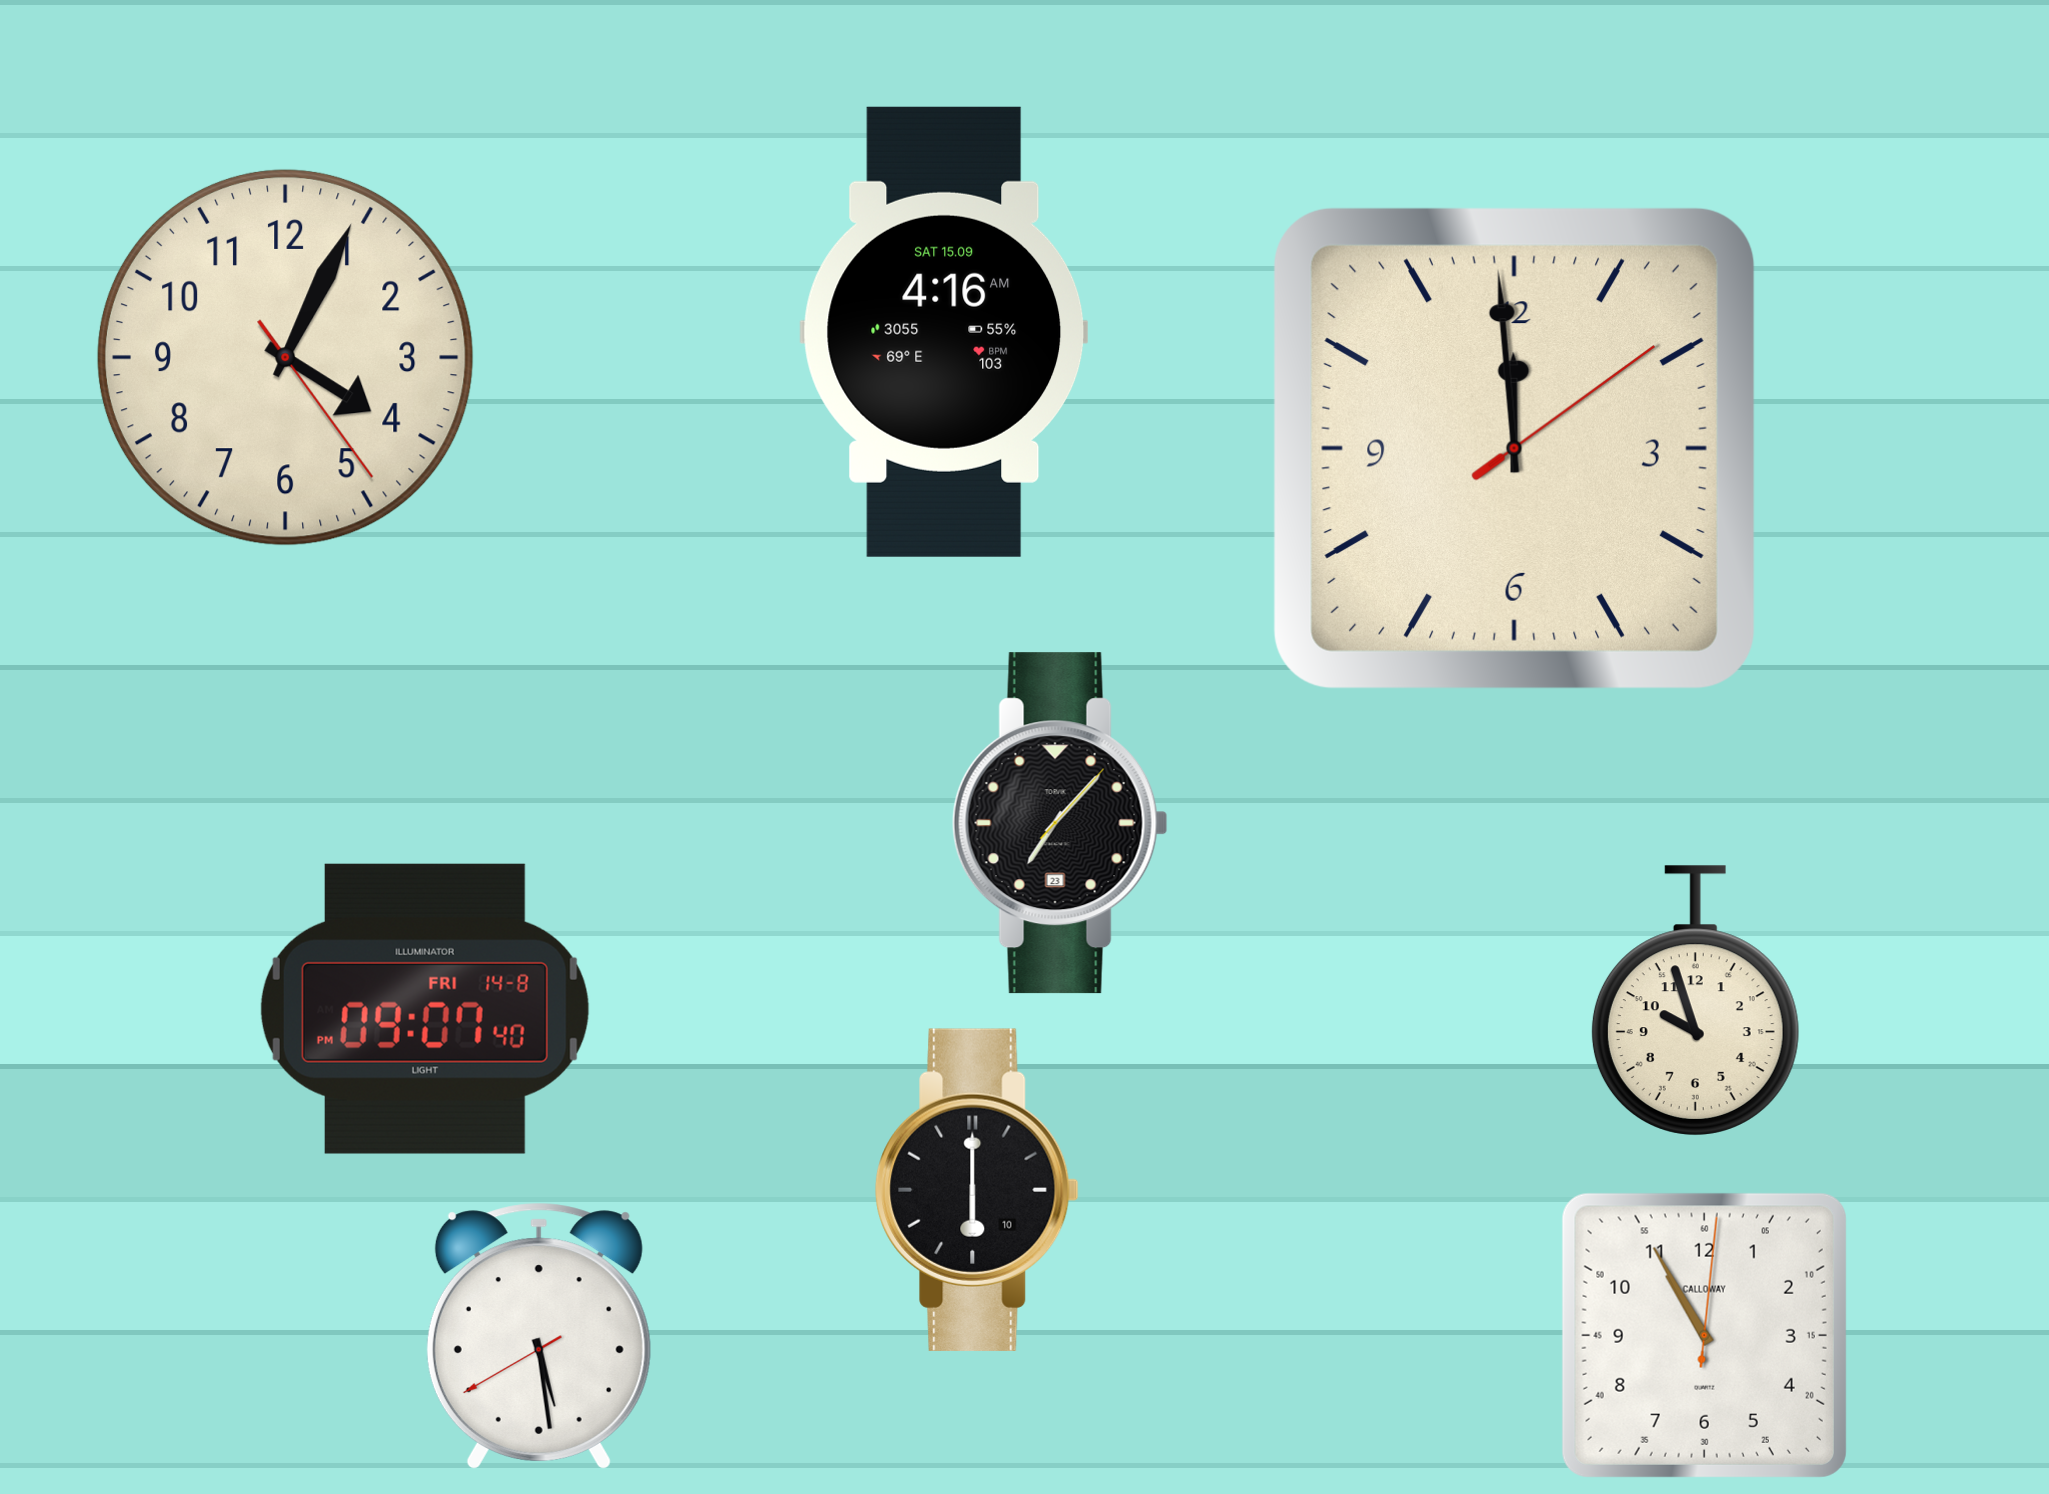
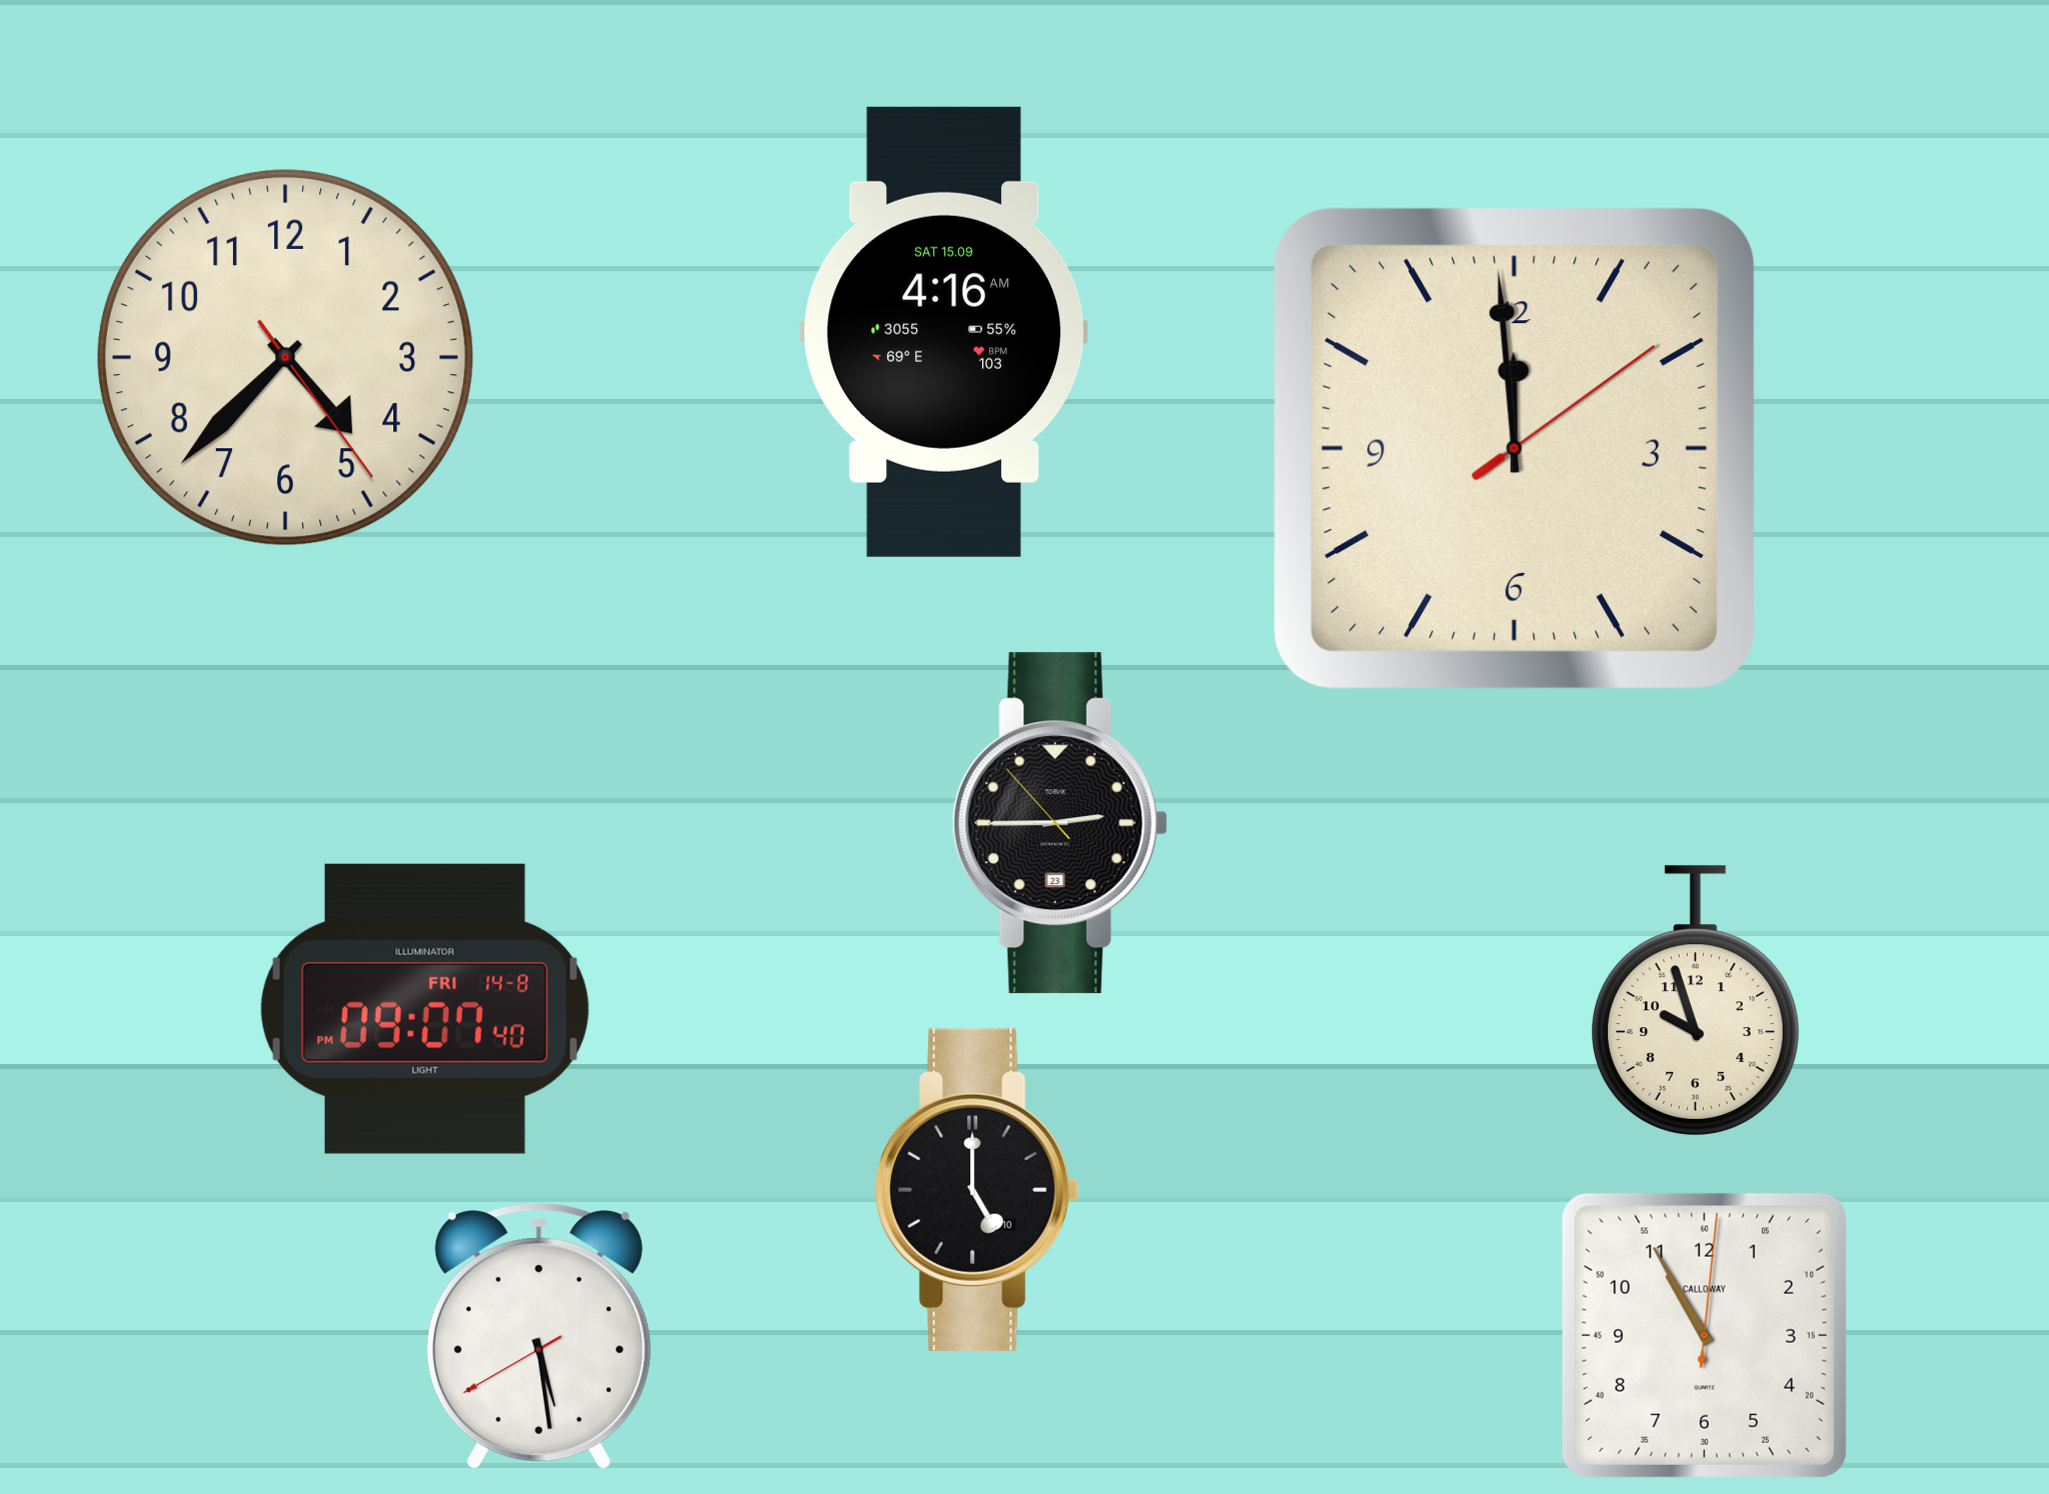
clock at (285, 357): 4:04 -> 4:37
clock at (1060, 823): 7:07 -> 2:44
clock at (977, 1190): 6:00 -> 5:00
